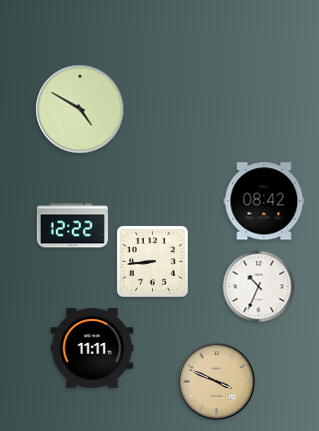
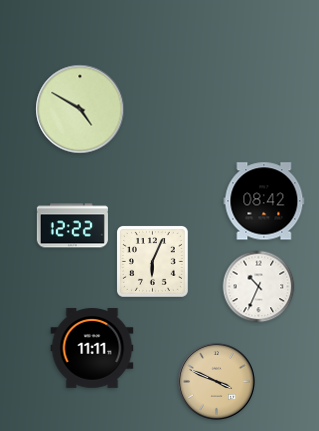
clock at (153, 262): 8:44 -> 6:04
